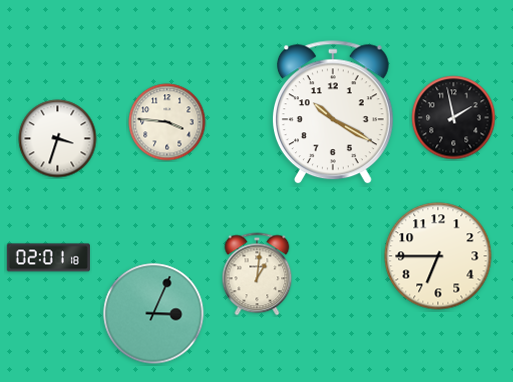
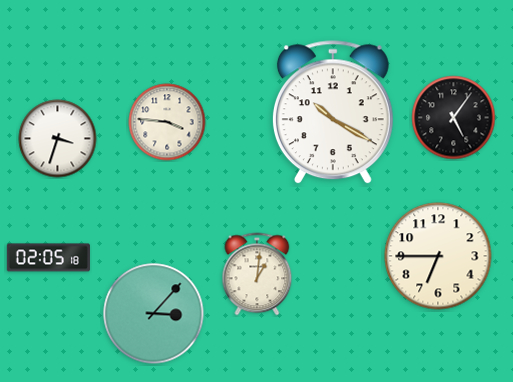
clock at (454, 118): 1:58 -> 5:06
clock at (48, 258): 02:01 -> 02:05
clock at (154, 314): 3:04 -> 3:07
